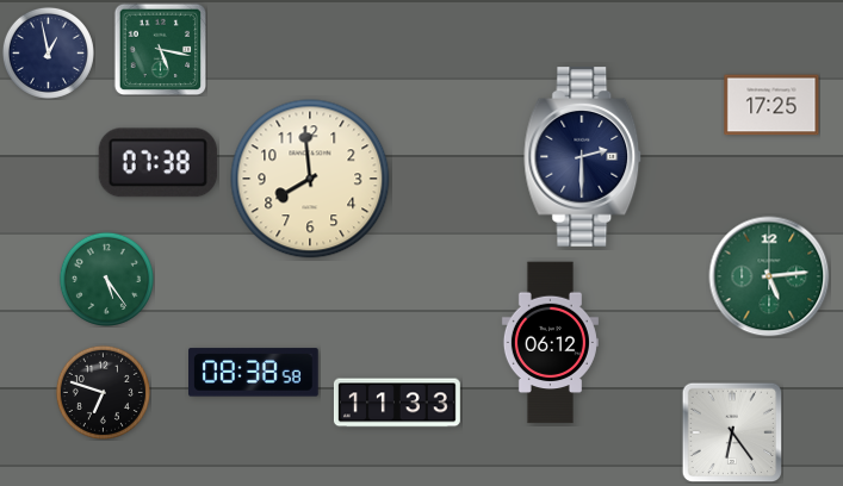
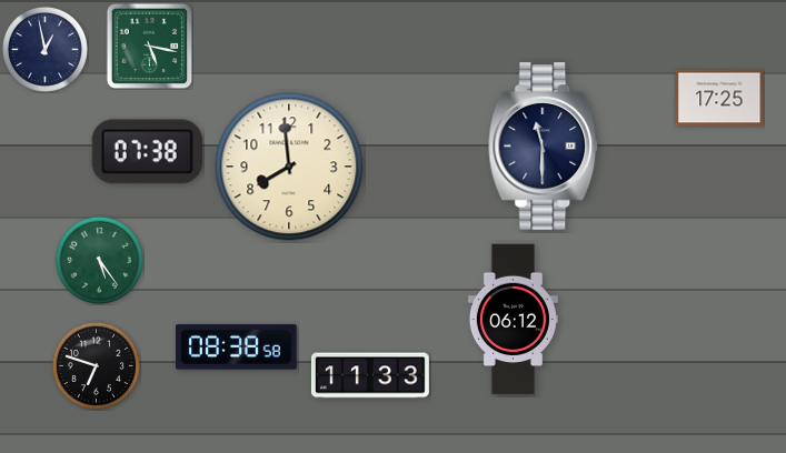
clock at (583, 157): 2:30 -> 11:30
clock at (769, 276): 5:14 -> none
clock at (732, 432): 6:24 -> none
